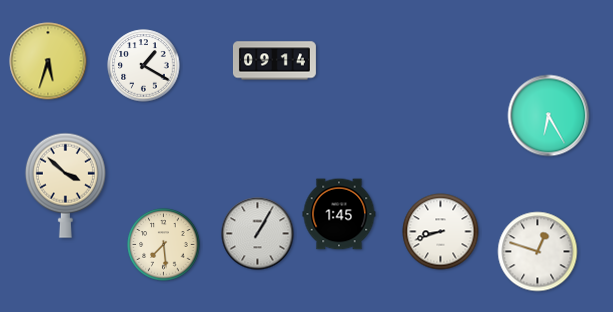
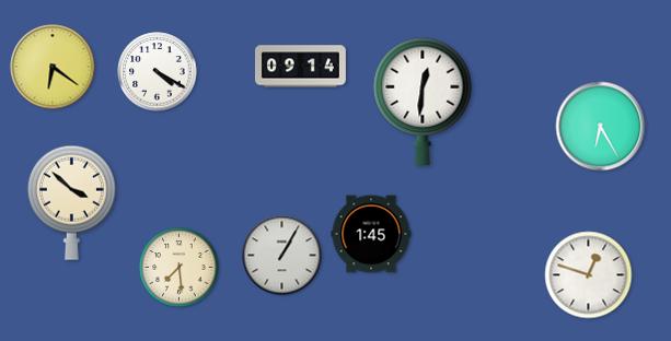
clock at (48, 61): 5:33 -> 6:21
clock at (144, 66): 1:20 -> 4:20
clock at (423, 101): none -> 12:31
clock at (441, 232): 8:42 -> none
